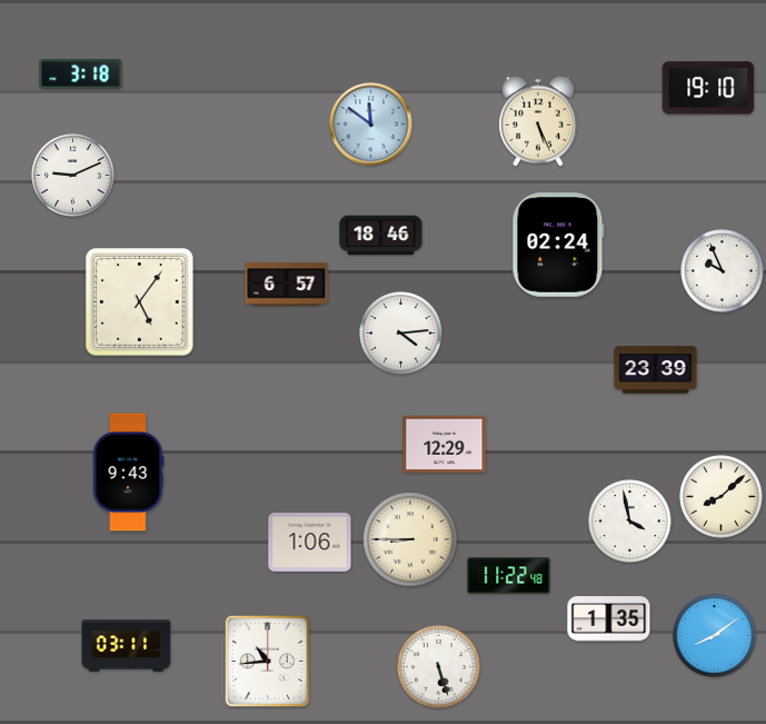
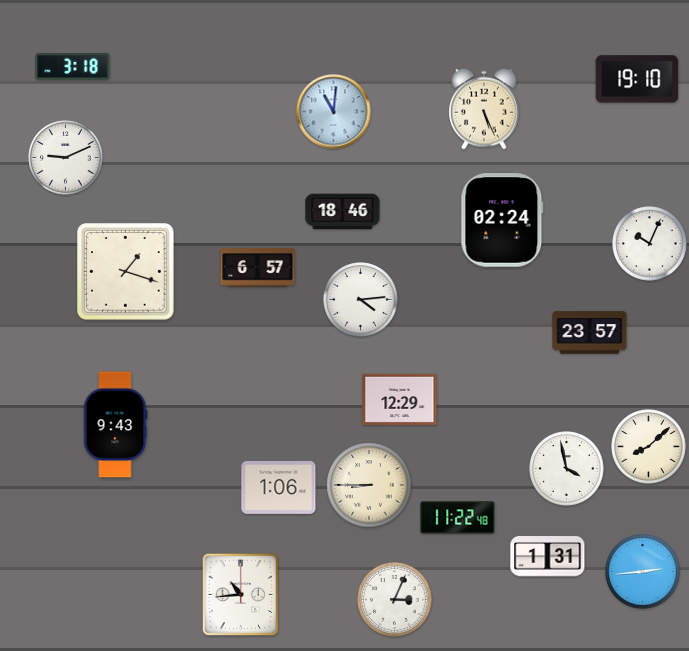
clock at (371, 125): 11:51 -> 11:01
clock at (723, 271): 9:56 -> 10:04
clock at (287, 285) position: (287, 285) -> (258, 268)
clock at (140, 303): 5:06 -> 1:18
clock at (656, 370): 23:39 -> 23:57
clock at (609, 619): 1:35 -> 1:31
clock at (715, 636): 8:09 -> 2:44
clock at (127, 646): 03:11 -> none
clock at (439, 667): 5:27 -> 3:04
